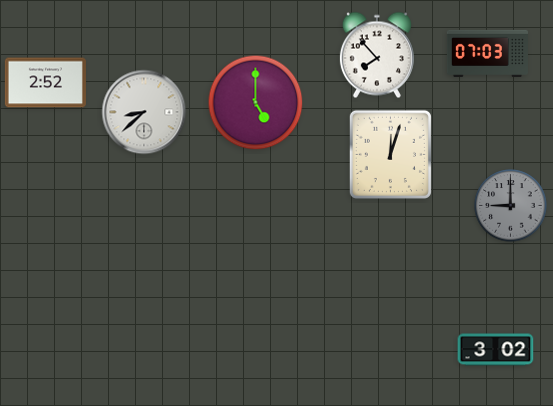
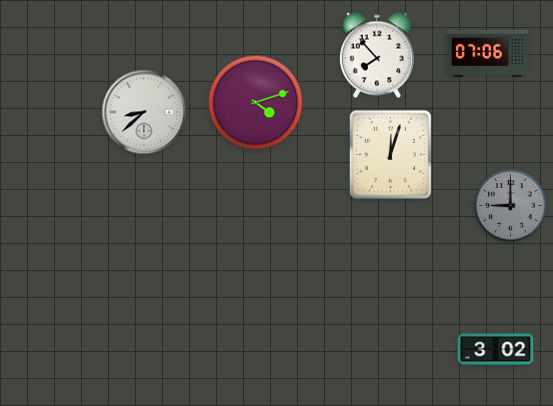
clock at (487, 53): 07:03 -> 07:06
clock at (45, 83): 2:52 -> none
clock at (256, 103): 5:00 -> 4:12
